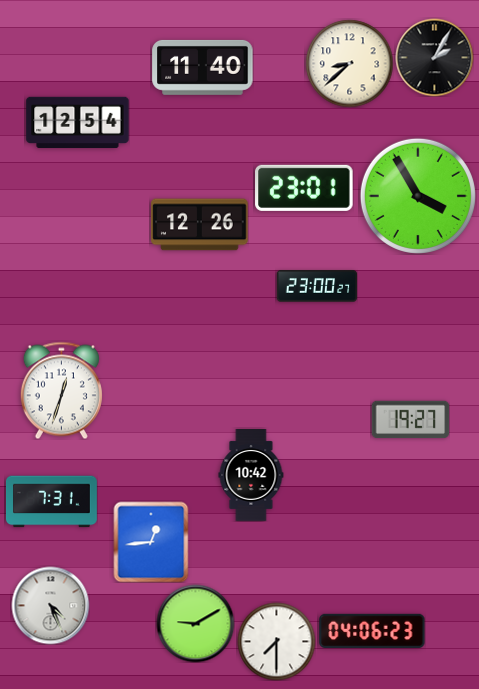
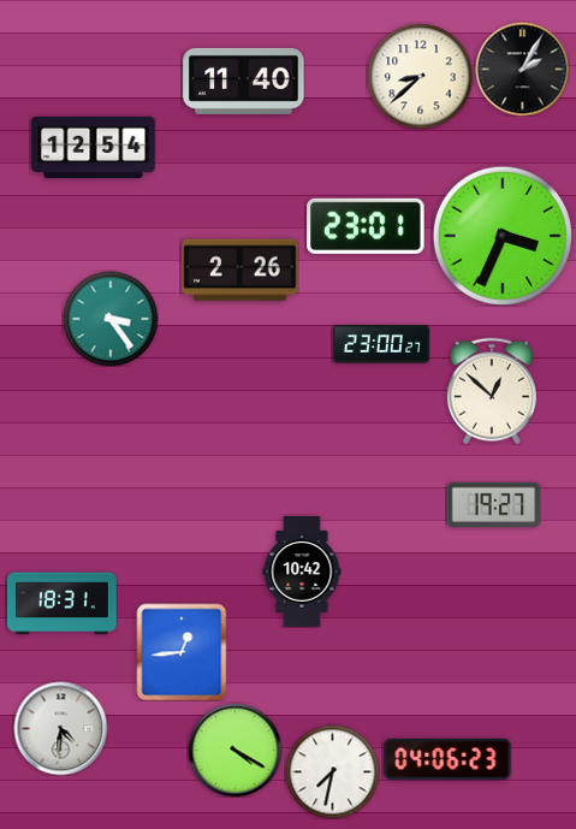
clock at (418, 196): 3:55 -> 3:34
clock at (200, 225): 12:26 -> 2:26
clock at (111, 319): none -> 3:24
clock at (492, 391): none -> 12:52
clock at (61, 390): 12:33 -> none
clock at (51, 502): 7:31 -> 18:31
clock at (50, 605): 4:26 -> 4:31
clock at (195, 623): 9:10 -> 4:20
clock at (276, 641): 7:30 -> 7:32
